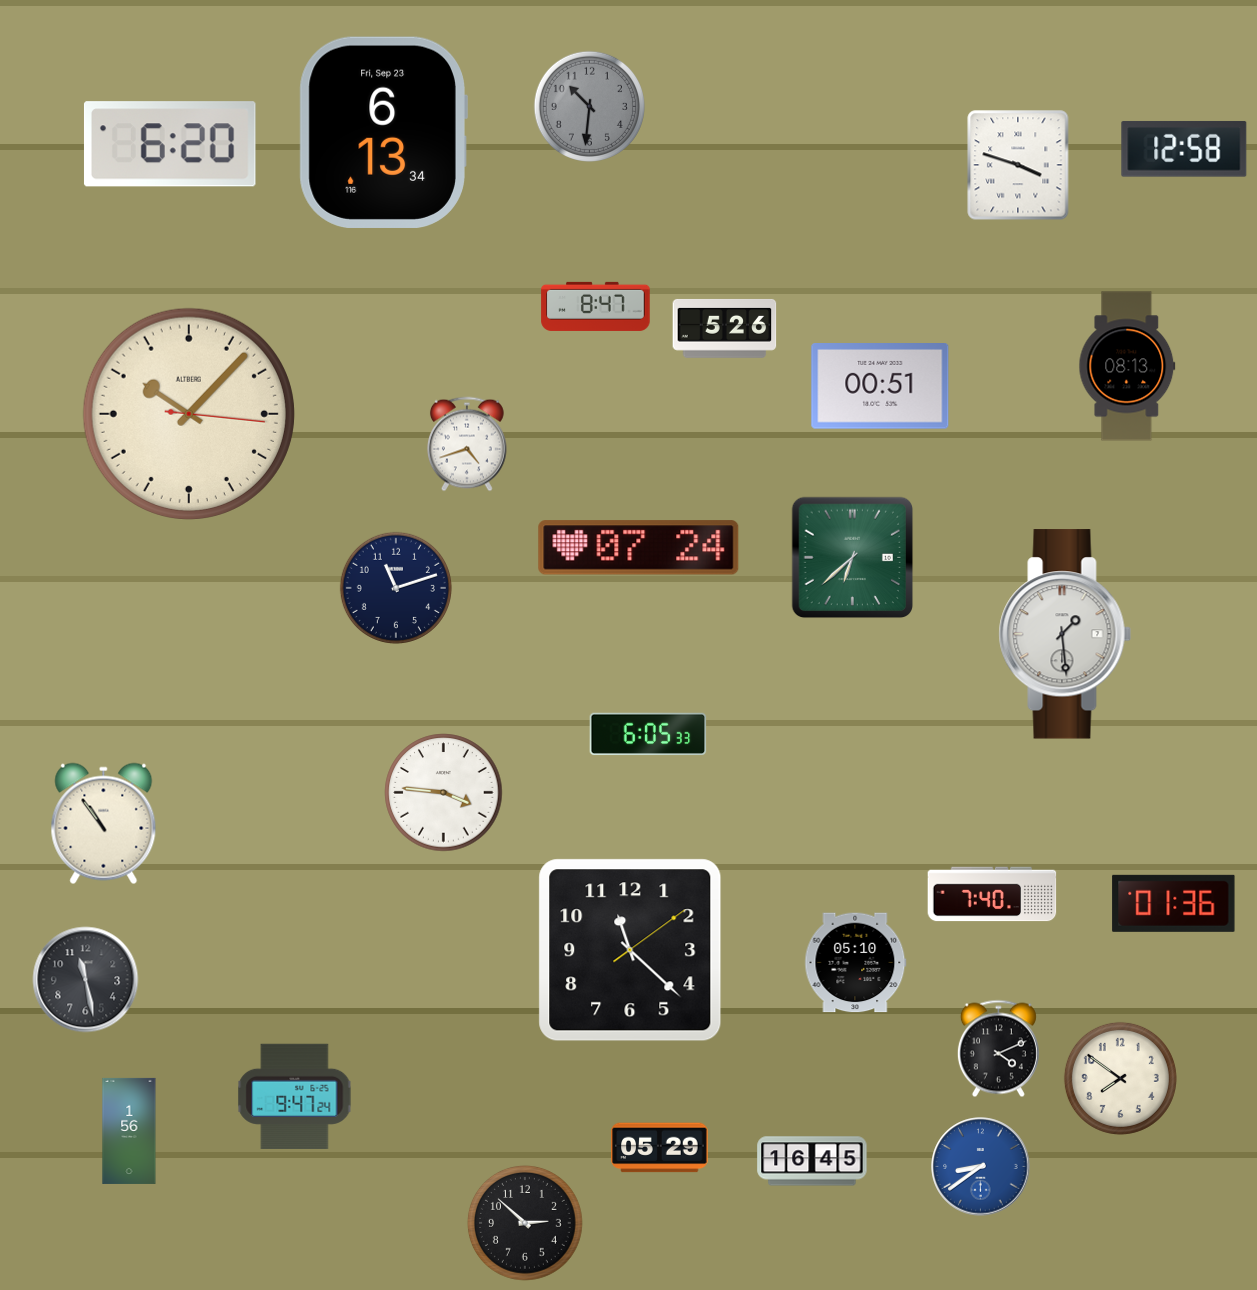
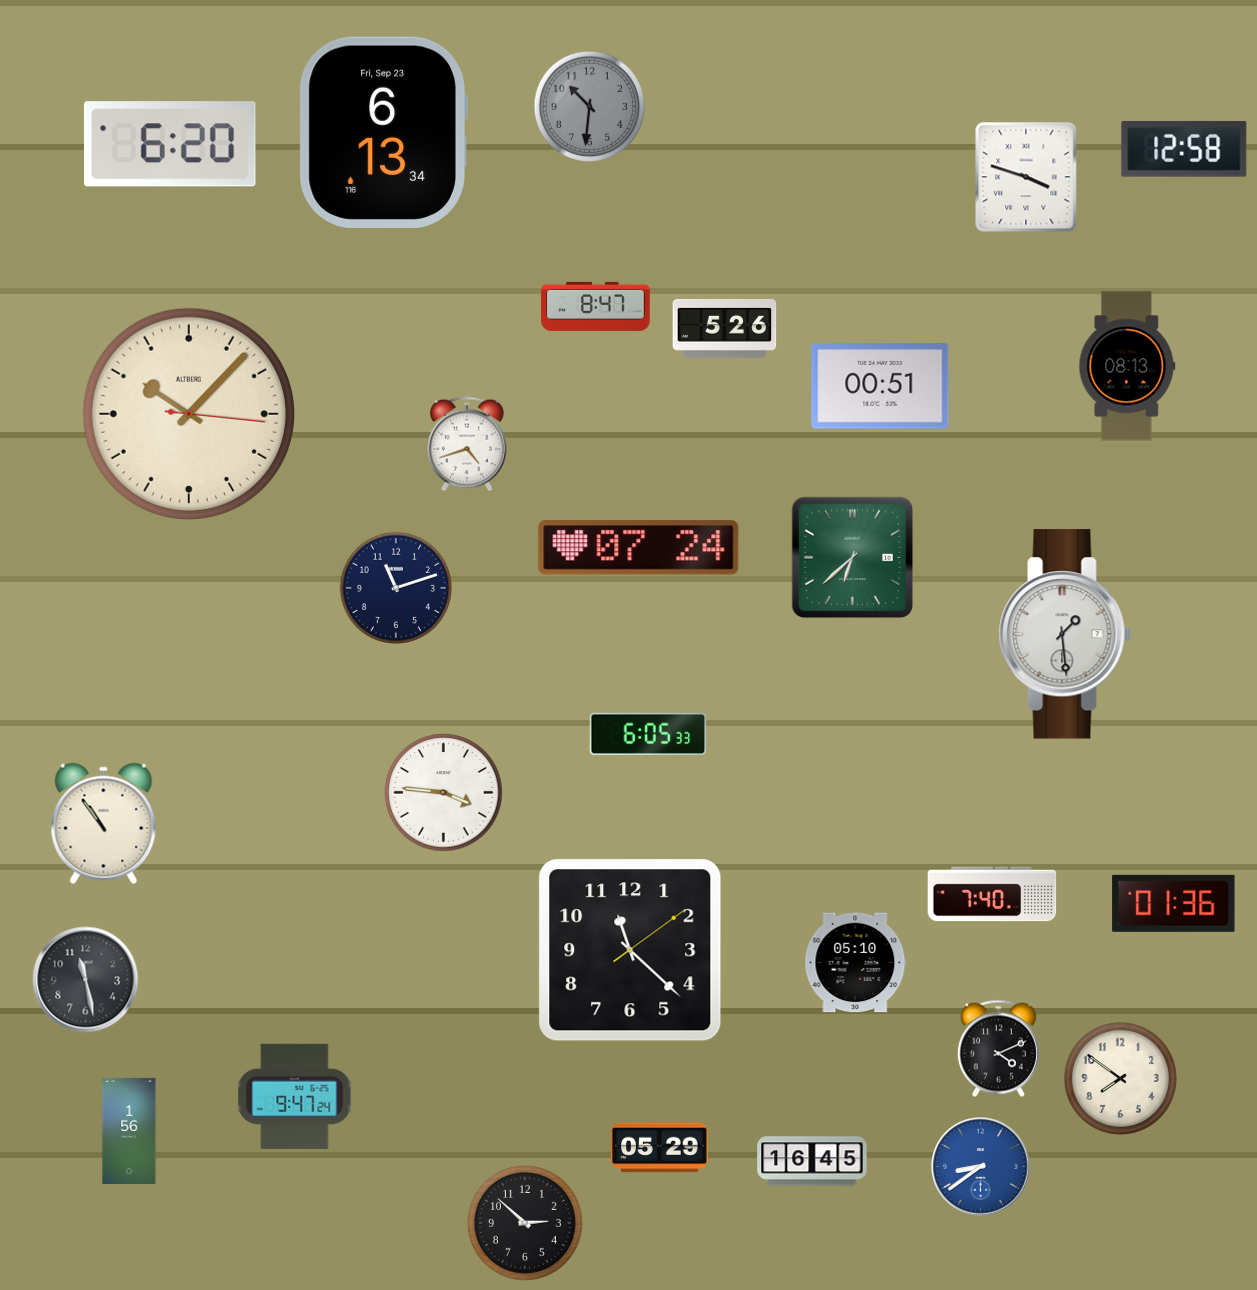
clock at (1018, 165) position: (1018, 165) -> (1026, 177)
